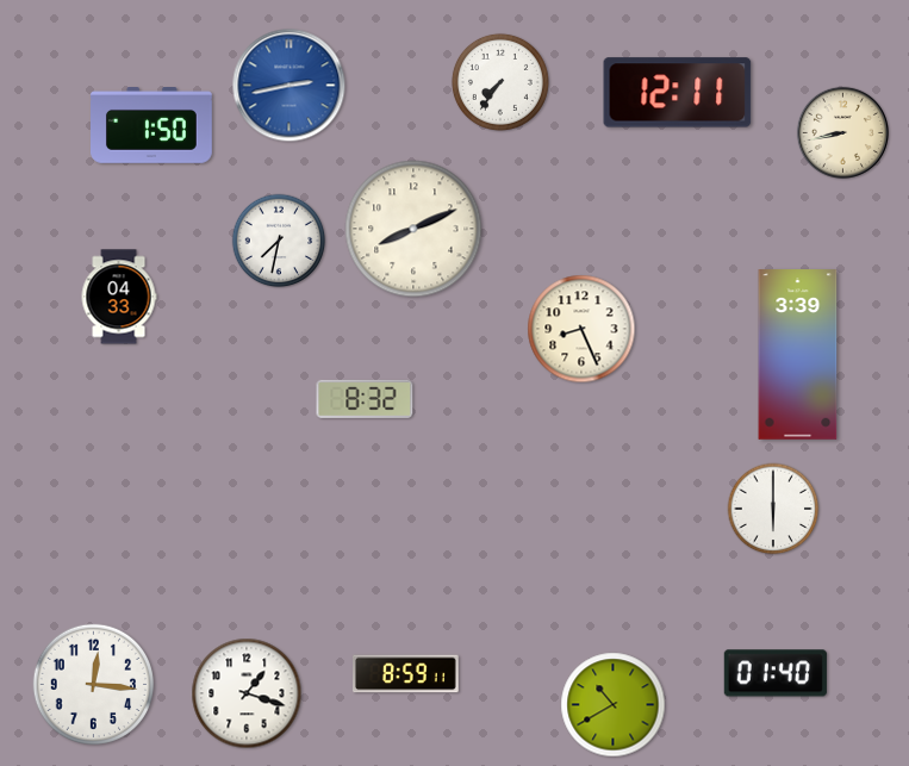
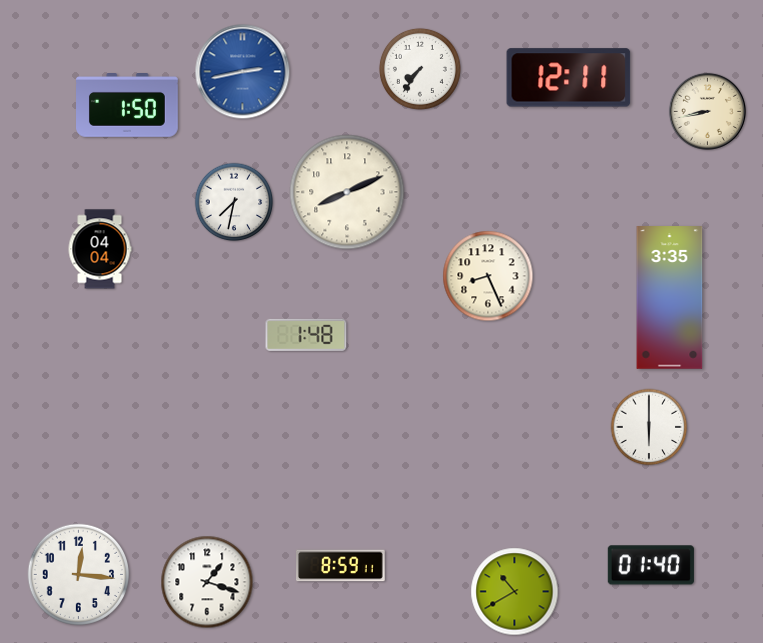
clock at (119, 297): 04:33 -> 04:04
clock at (798, 355): 3:39 -> 3:35
clock at (365, 399): 8:32 -> 1:48
